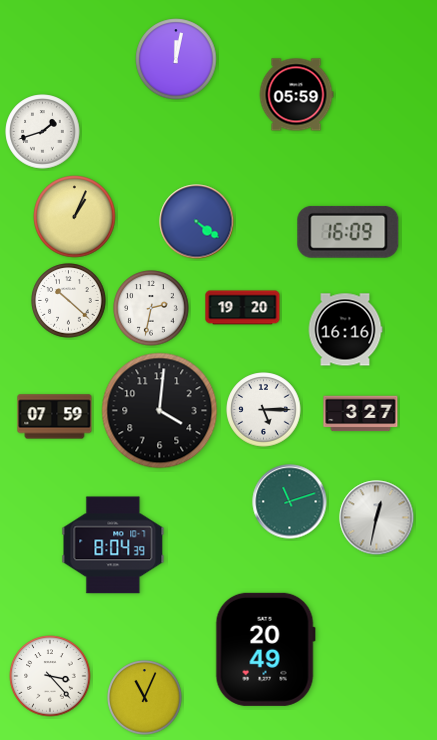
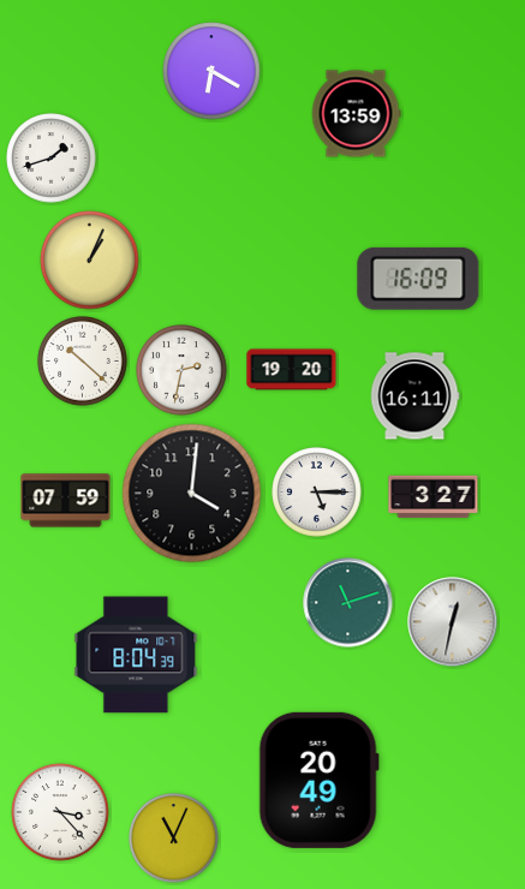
clock at (176, 59): 12:02 -> 6:20
clock at (296, 95): 05:59 -> 13:59
clock at (197, 222): 4:21 -> none
clock at (345, 330): 16:16 -> 16:11
